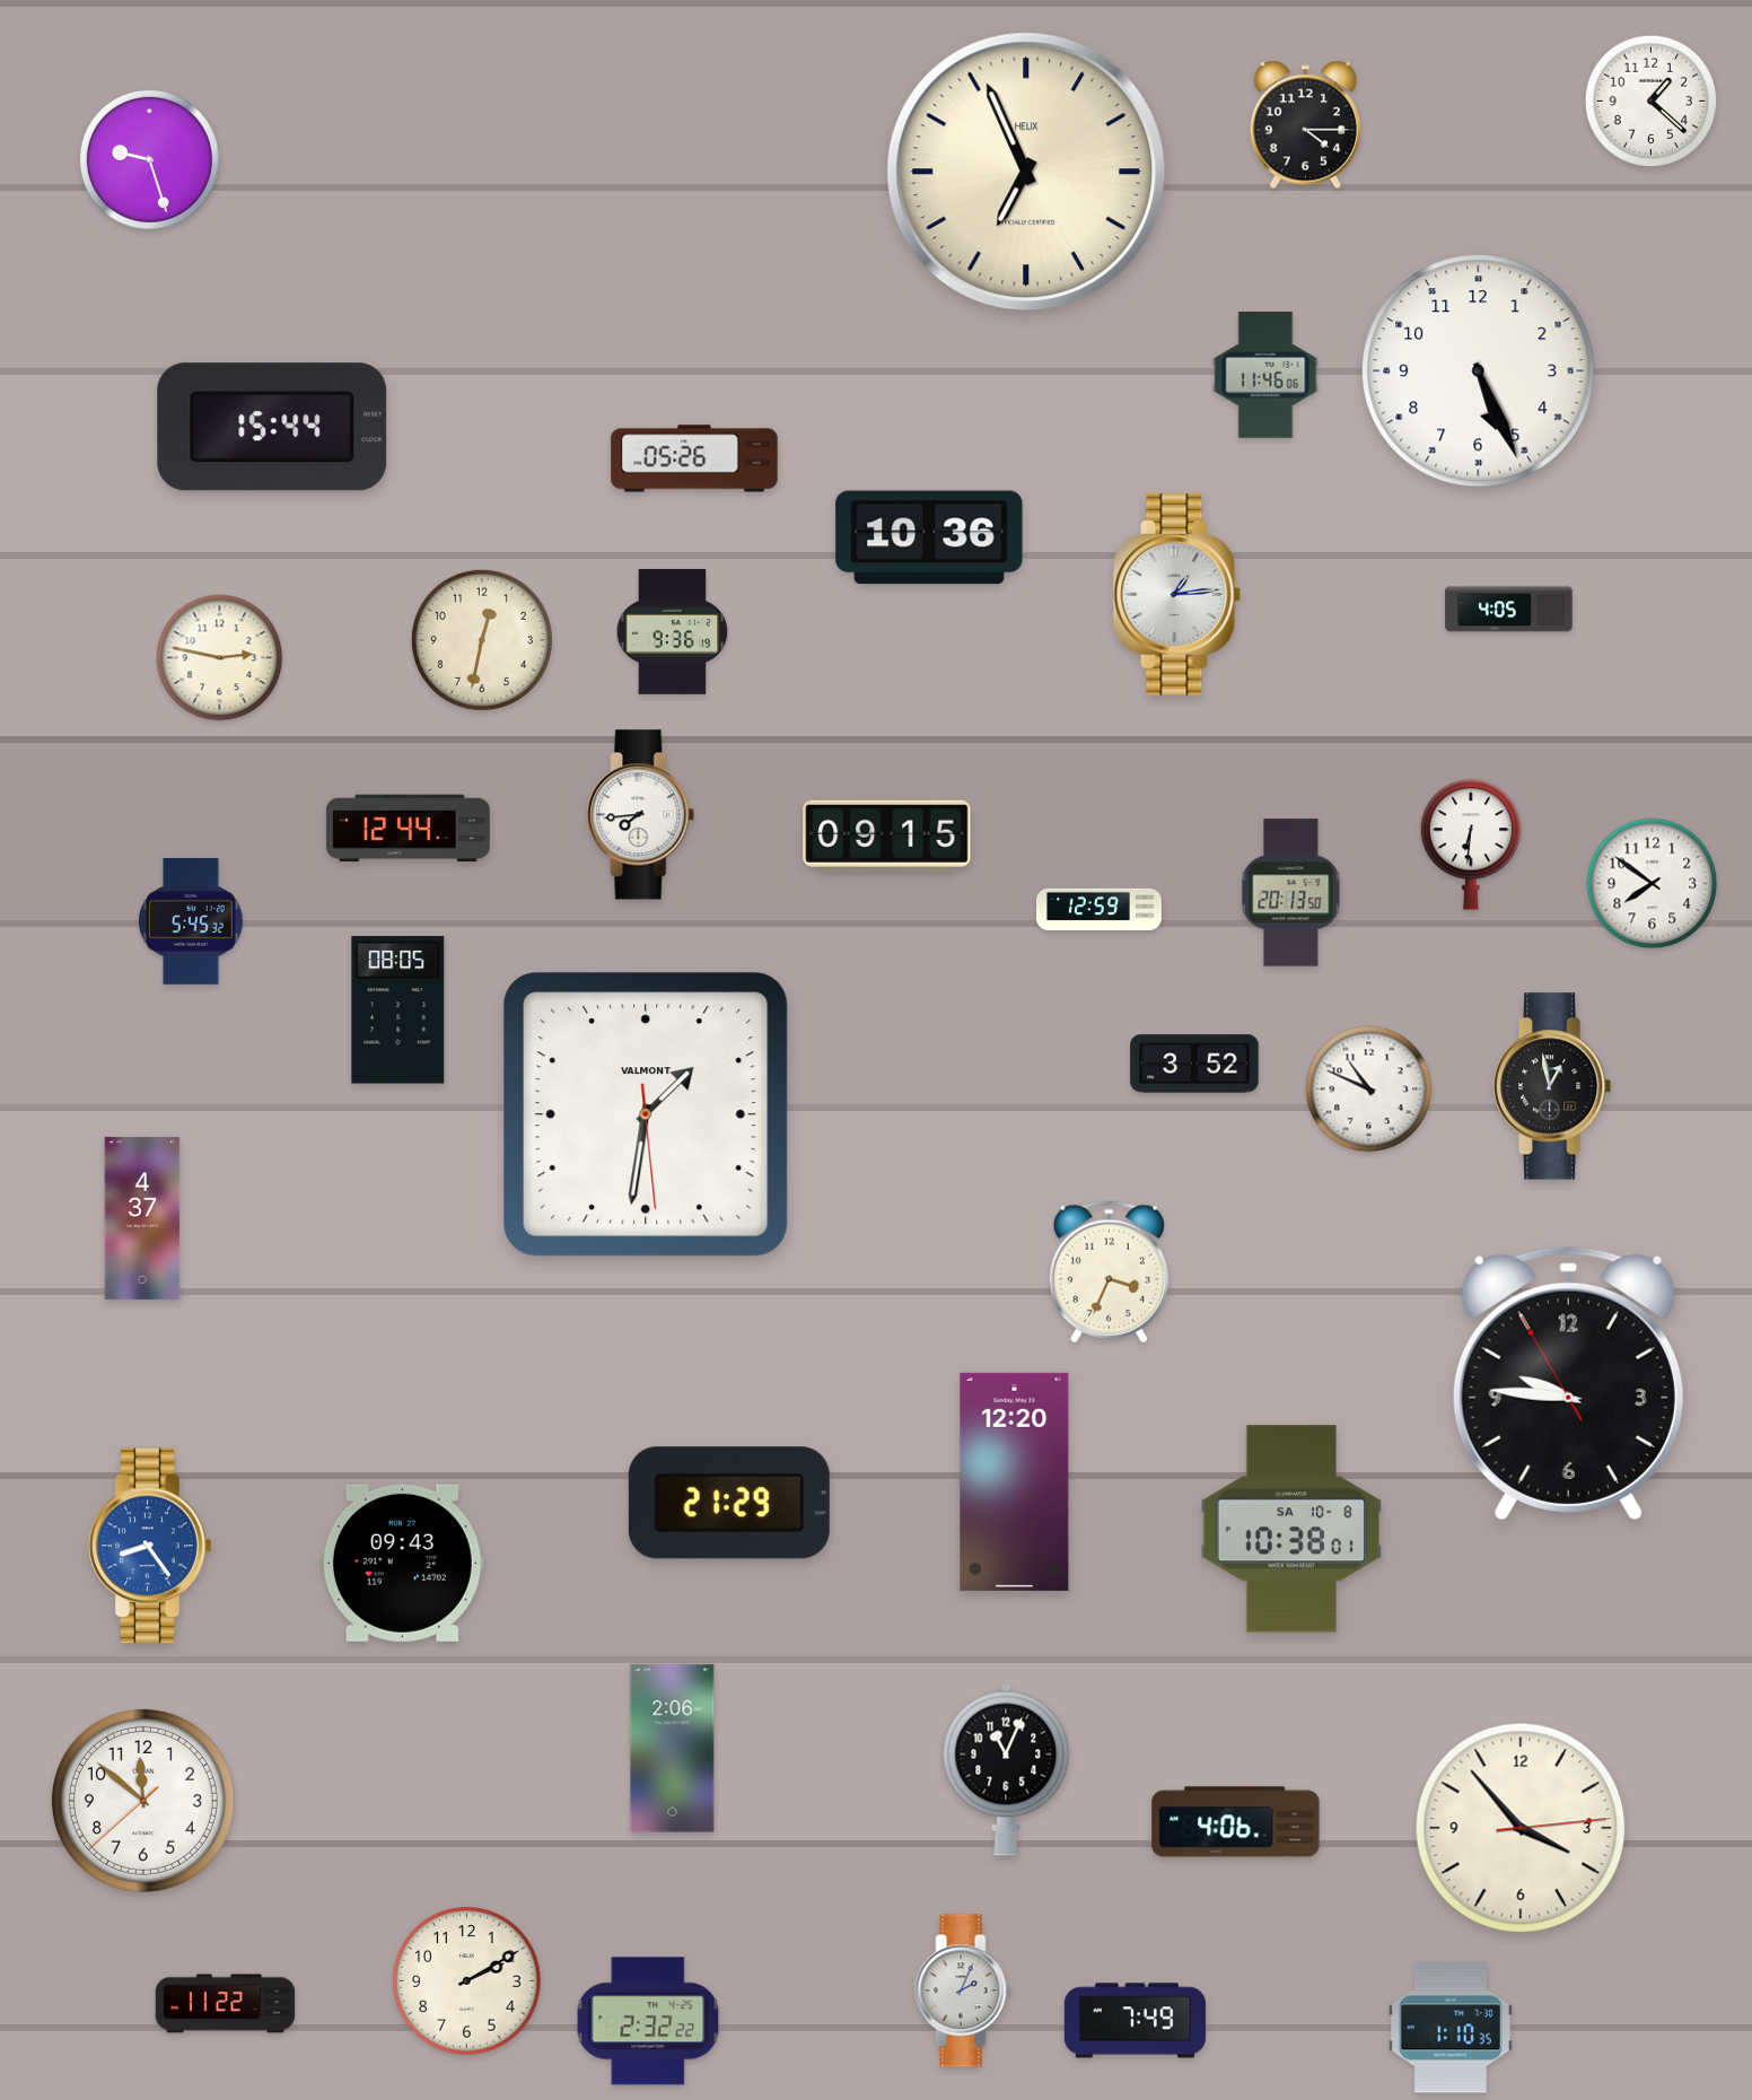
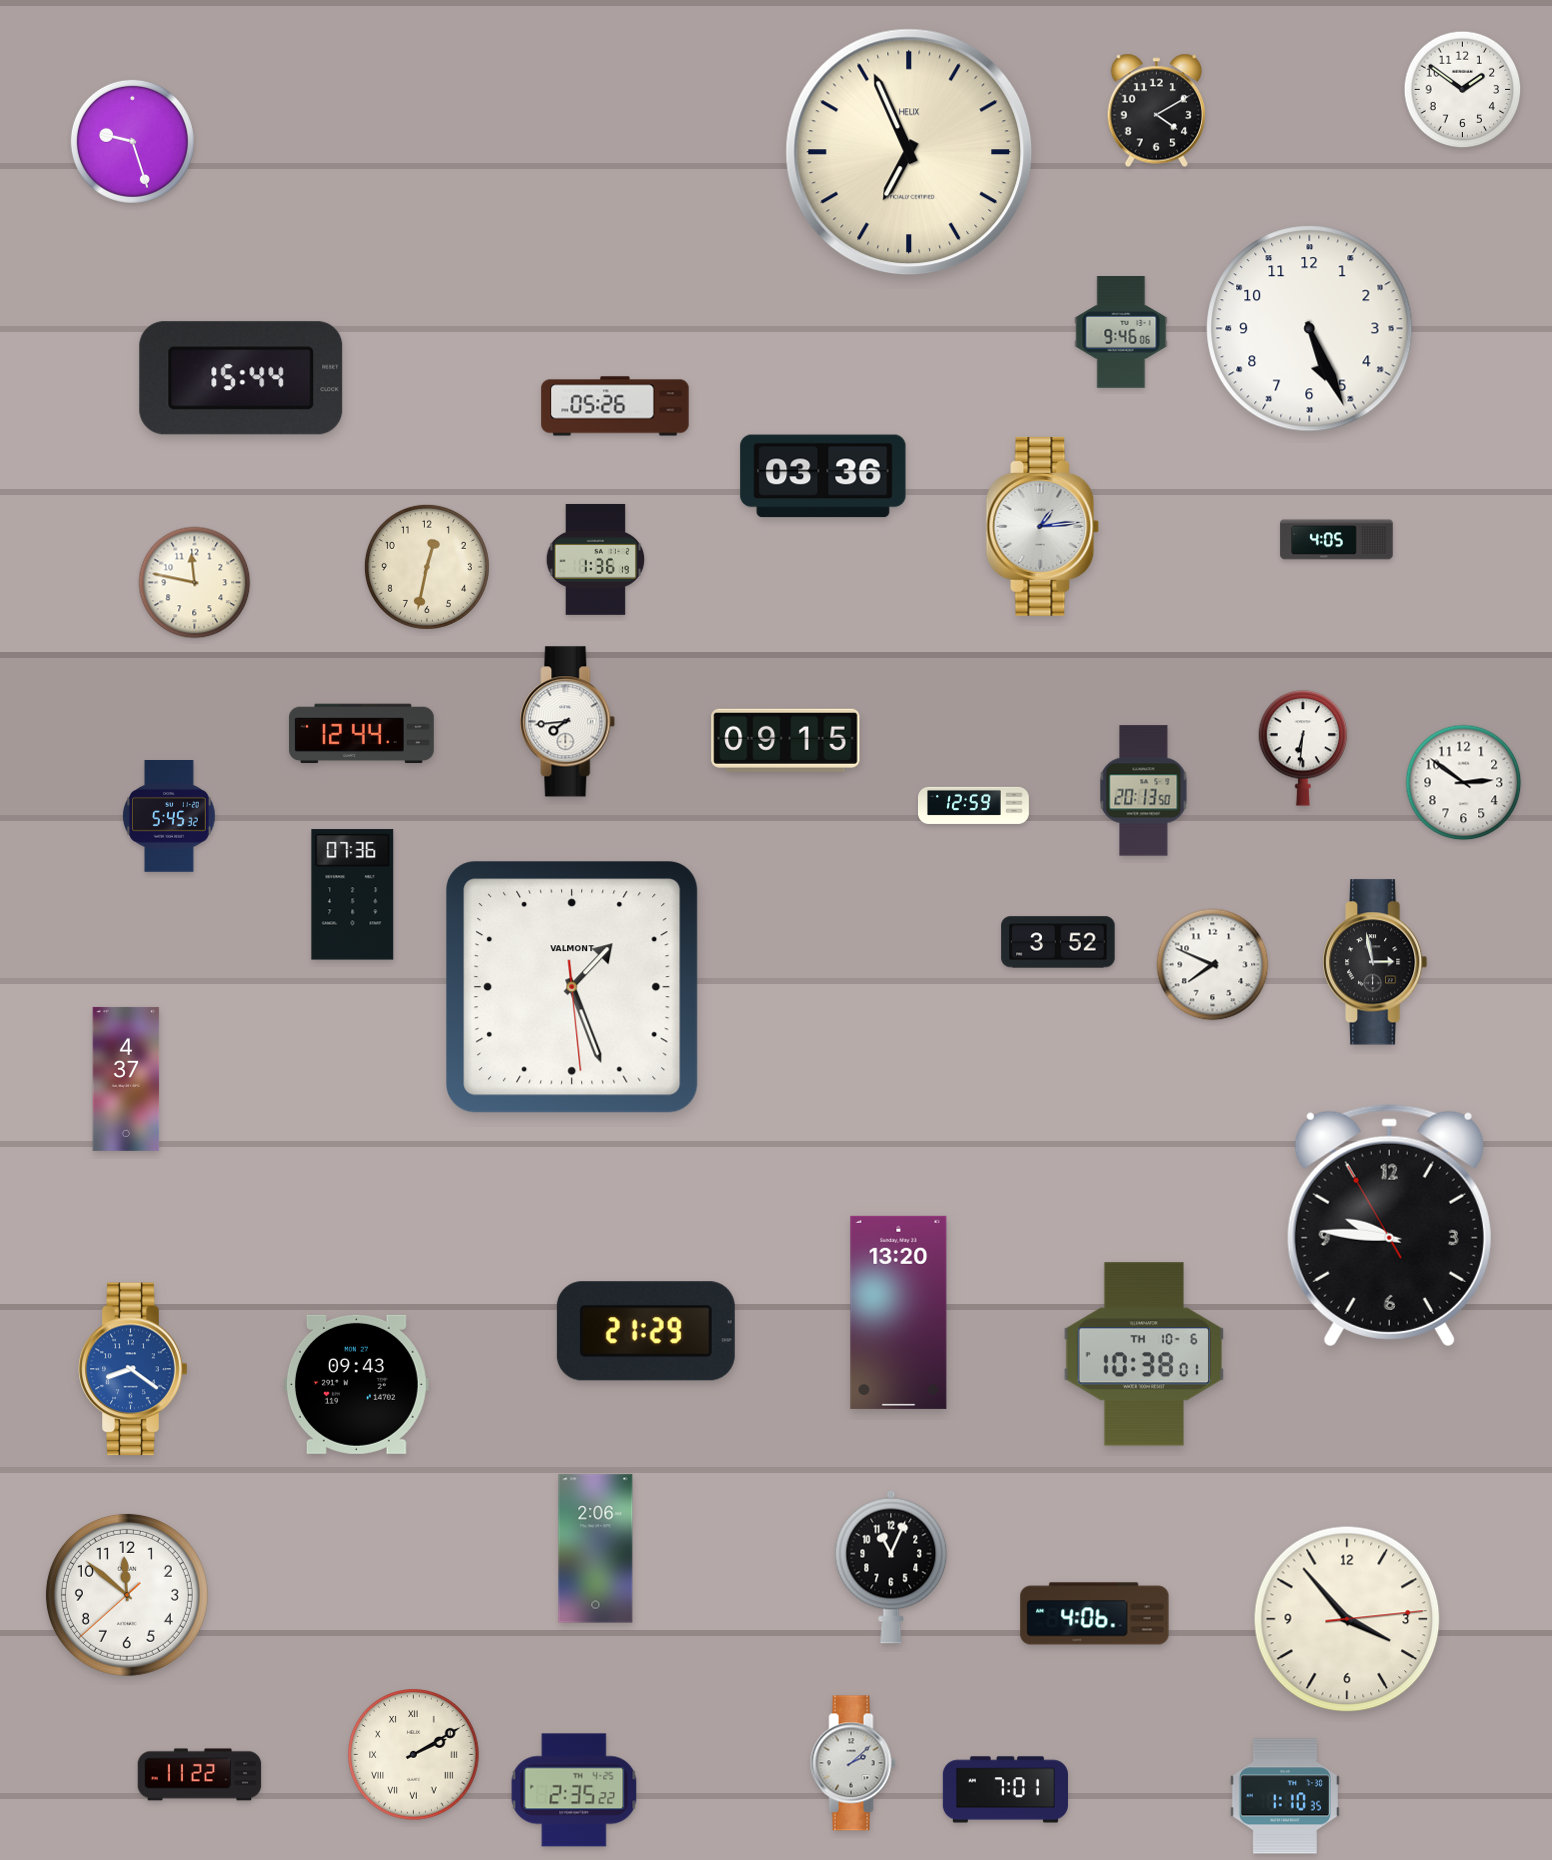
clock at (1652, 102): 1:22 -> 1:51
clock at (1306, 125): 4:15 -> 4:10
clock at (1265, 375): 11:46 -> 9:46
clock at (929, 537): 10:36 -> 03:36
clock at (673, 631): 9:36 -> 1:36
clock at (220, 658): 2:47 -> 11:47
clock at (1653, 884): 7:51 -> 2:51
clock at (398, 1010): 08:05 -> 07:36
clock at (1552, 1086): 12:58 -> 2:58
clock at (1369, 1090): 10:49 -> 7:49
clock at (647, 1115): 1:31 -> 1:26
clock at (1109, 1272): 3:34 -> none
clock at (1015, 1481): 12:20 -> 13:20
clock at (1291, 1529) date: SA 10-8 -> TH 10-6
clock at (150, 1546): 8:24 -> 8:21
clock at (467, 1981) numerals: Arabic -> Roman
clock at (963, 1990): 2:04 -> 2:08
clock at (648, 2021): 2:32 -> 2:35
clock at (1135, 2021): 7:49 -> 7:01
